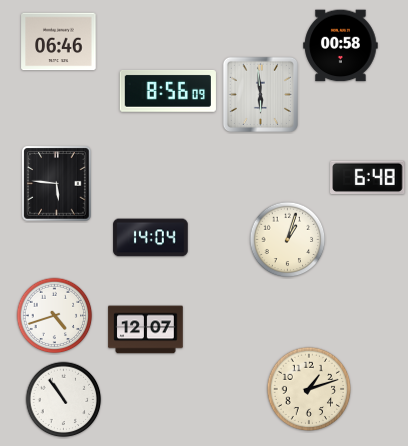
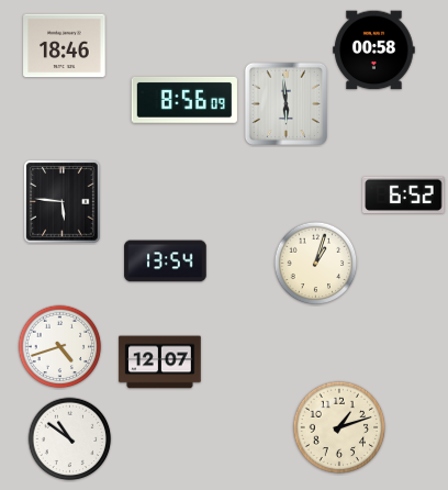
clock at (59, 42): 06:46 -> 18:46
clock at (368, 177): 6:48 -> 6:52
clock at (151, 238): 14:04 -> 13:54
clock at (64, 400): 10:54 -> 10:51
